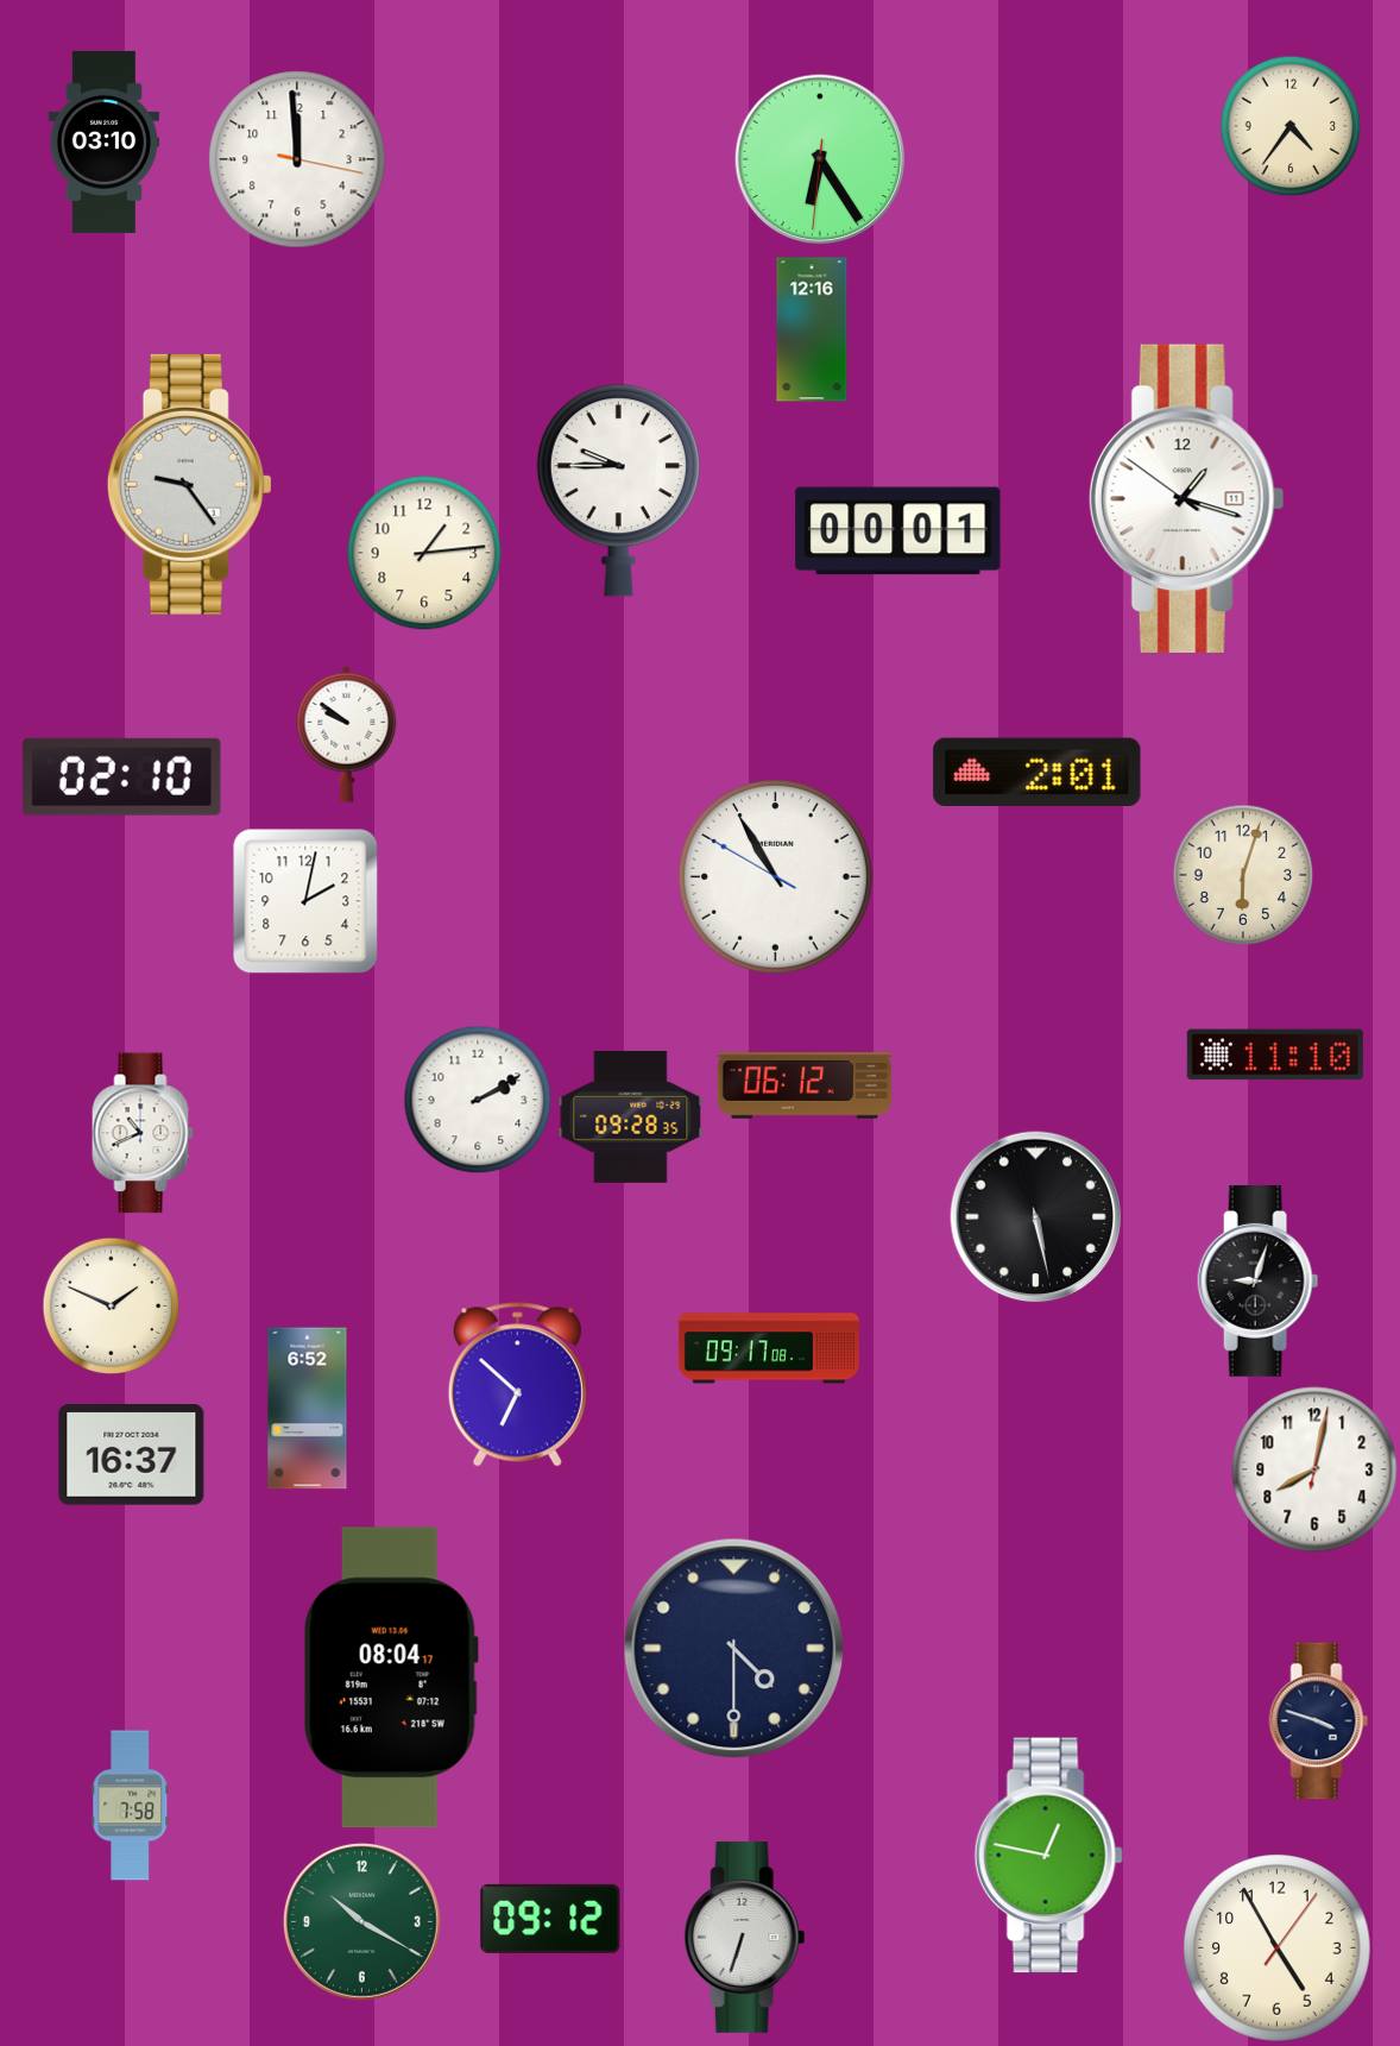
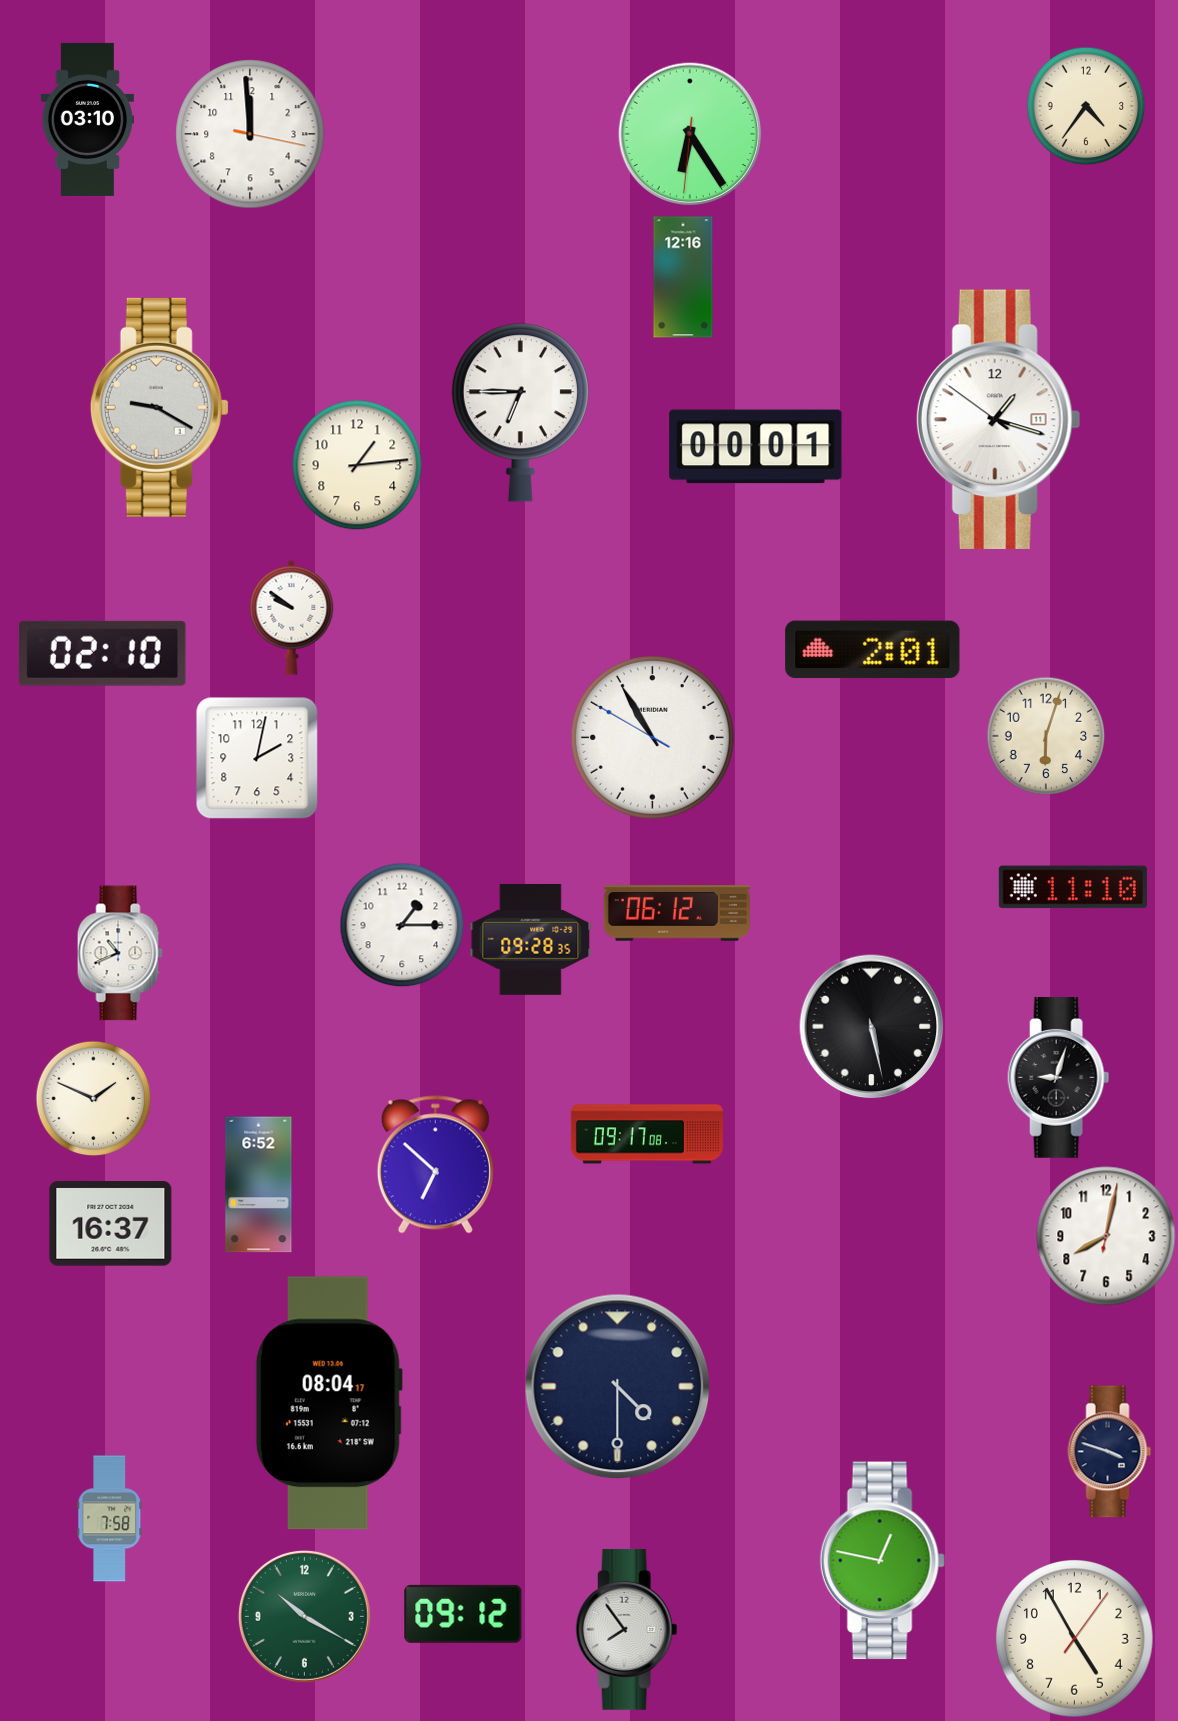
clock at (189, 484): 9:24 -> 9:20
clock at (618, 491): 9:45 -> 6:45
clock at (478, 1100): 2:10 -> 1:15
clock at (1036, 1217) position: (1036, 1217) -> (872, 1027)
clock at (391, 1677) position: (391, 1677) -> (329, 1403)
clock at (1319, 1721) position: (1319, 1721) -> (1110, 1452)
clock at (745, 1937): 6:33 -> 7:54
